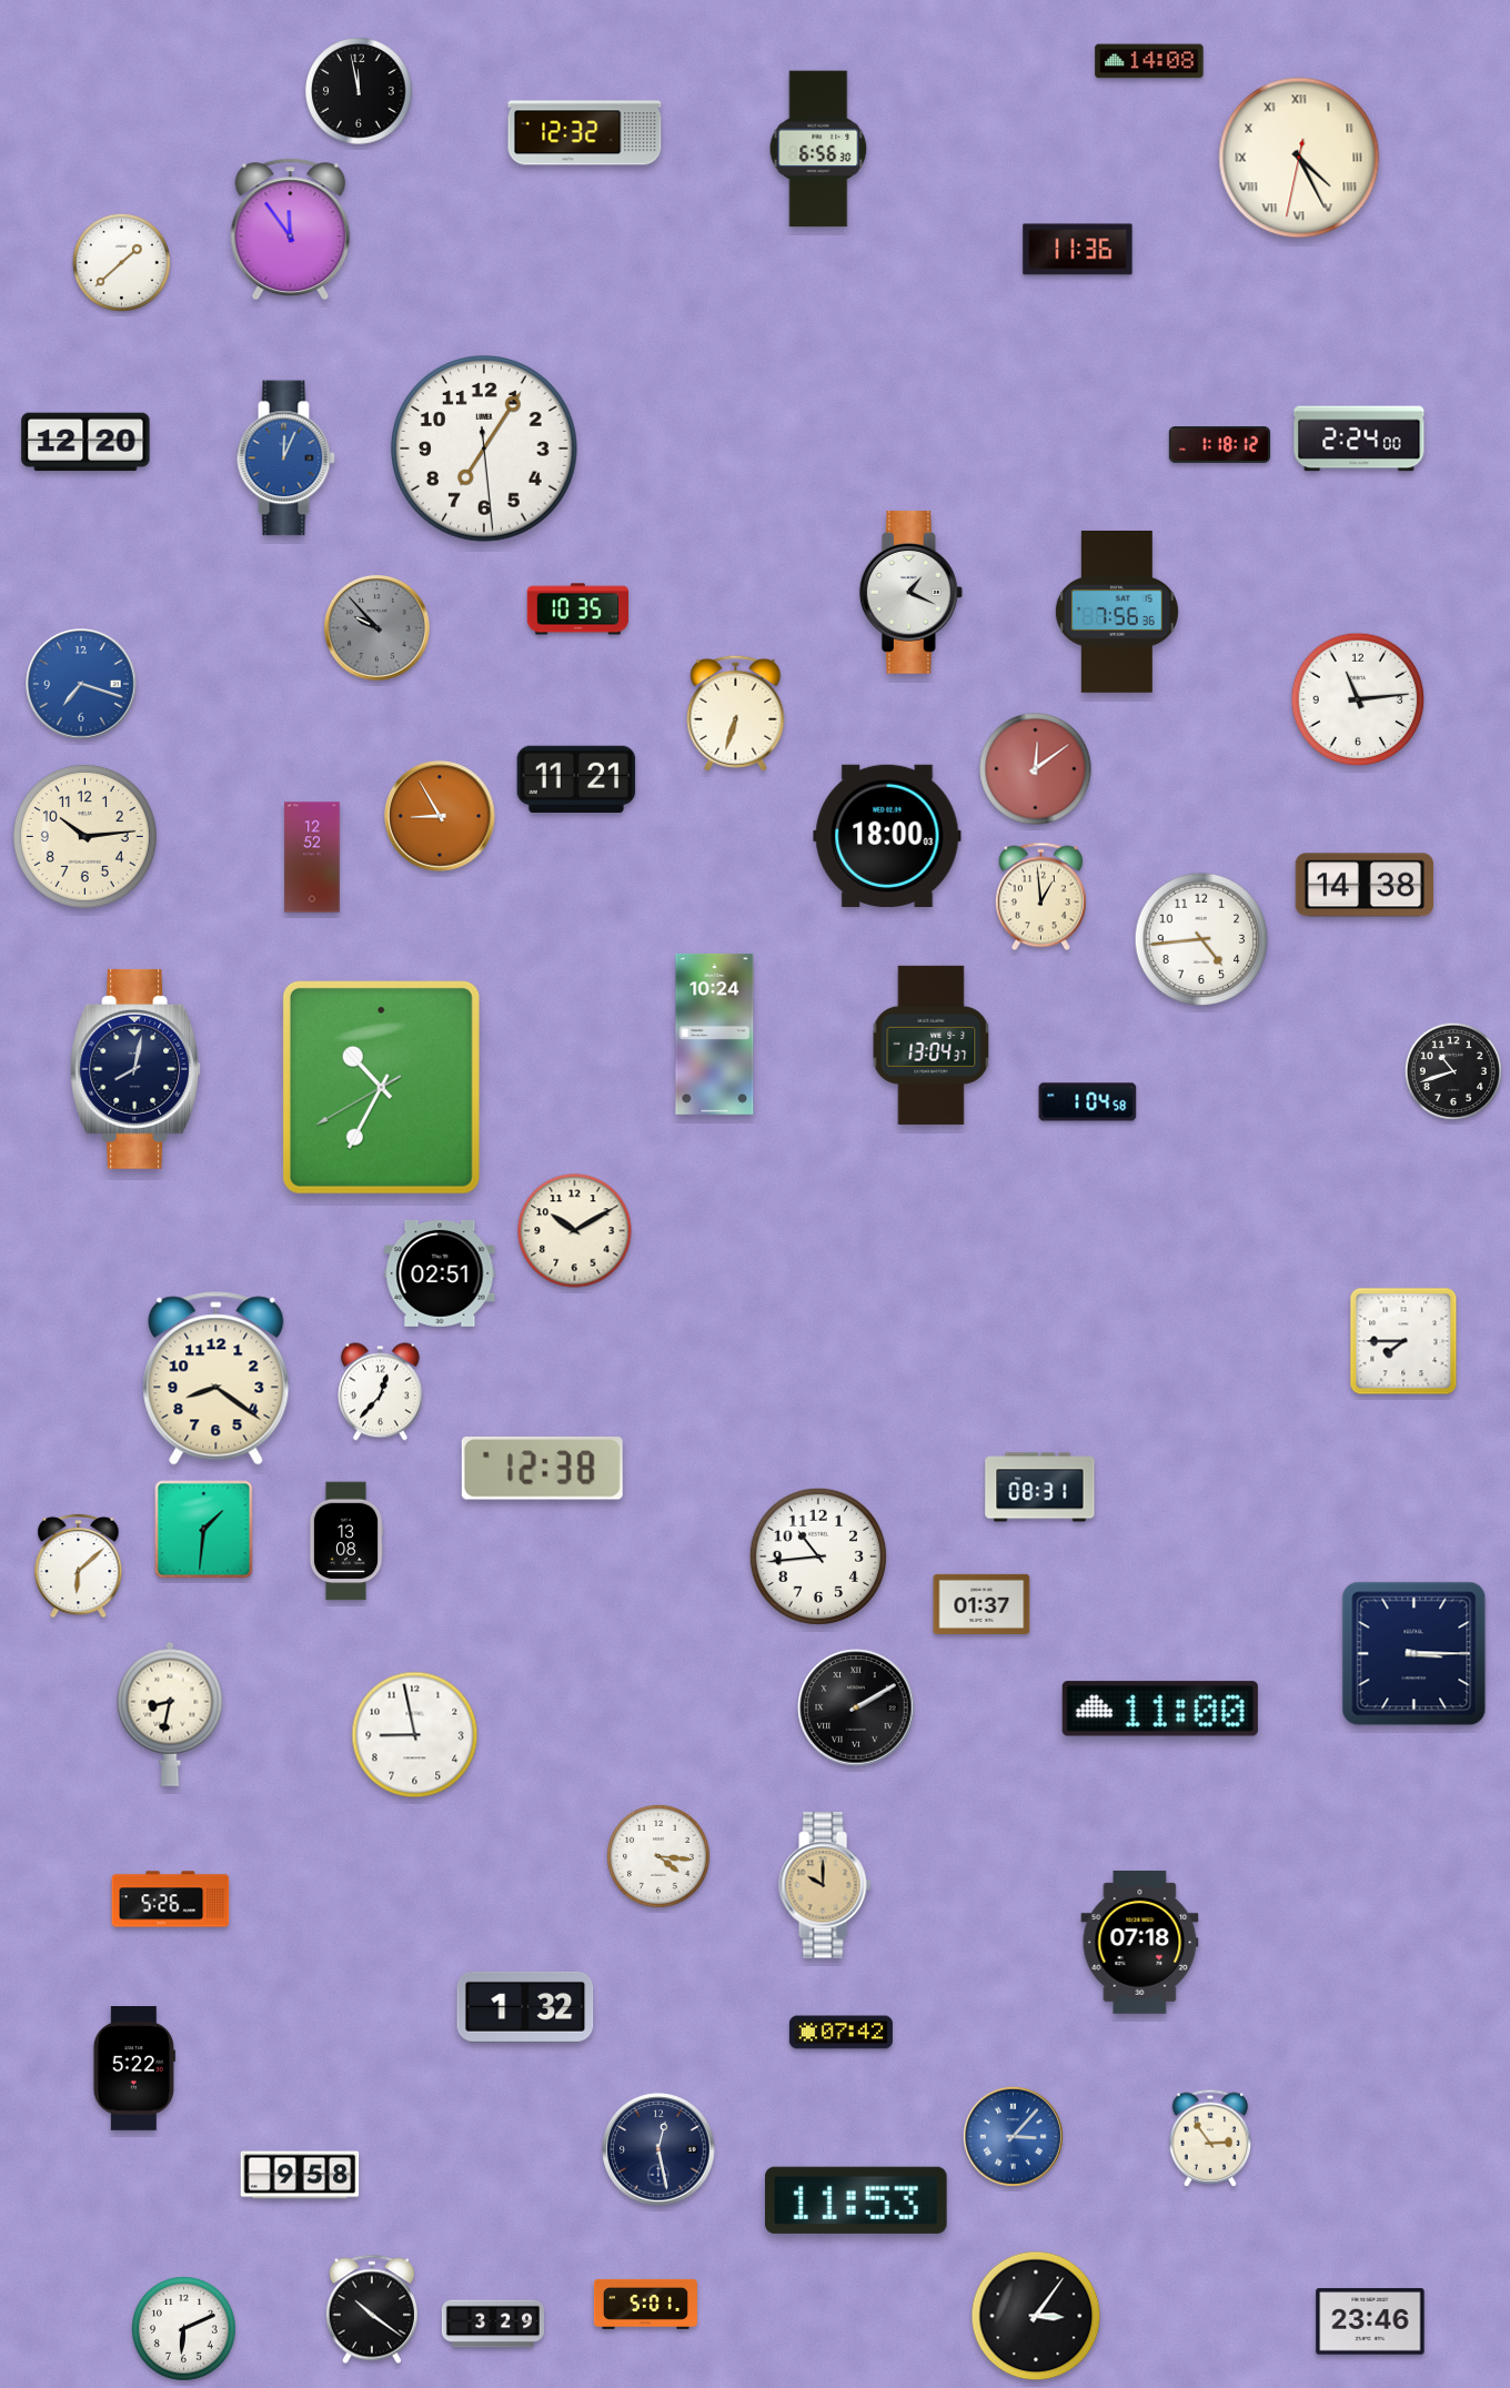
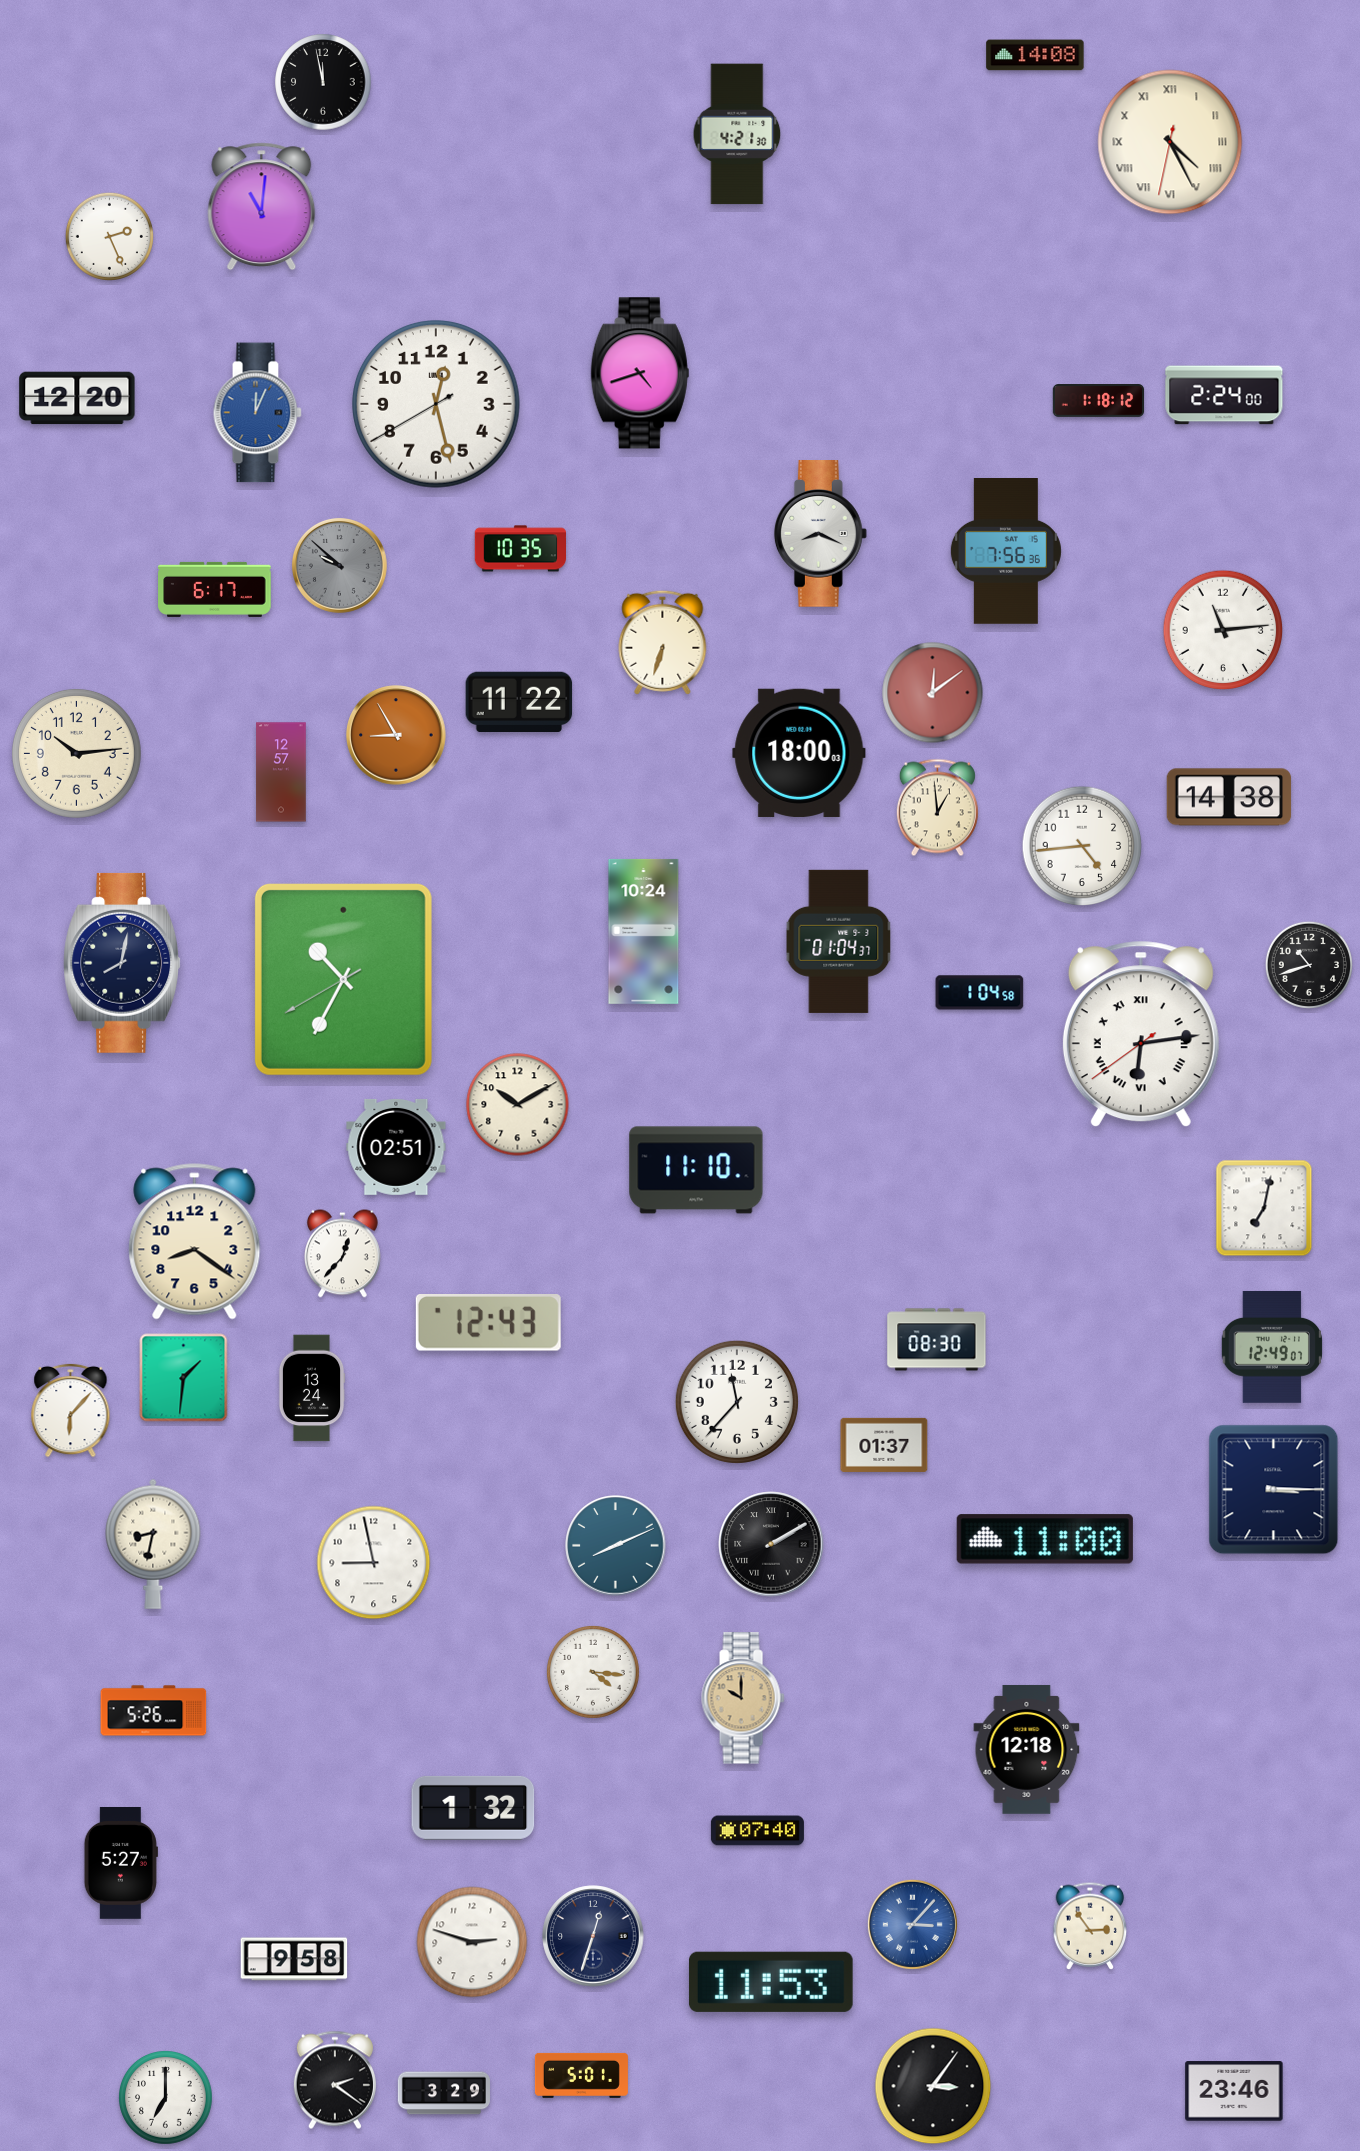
clock at (585, 133): 12:32 -> none
clock at (818, 149): 6:56 -> 4:21
clock at (291, 230): 11:54 -> 11:01
clock at (1078, 250): 11:36 -> none
clock at (121, 262): 1:38 -> 2:26
clock at (640, 373): none -> 4:42
clock at (485, 450): 7:05 -> 12:27
clock at (910, 593): 1:19 -> 8:19
clock at (376, 627): 9:53 -> 9:52
clock at (215, 589): none -> 6:17
clock at (81, 684): 7:18 -> none
clock at (576, 778): 11:21 -> 11:22
clock at (312, 857): 12:52 -> 12:57
clock at (932, 1045): 13:04 -> 01:04
clock at (1141, 1034): none -> 6:13
clock at (575, 1231) position: (575, 1231) -> (518, 1105)
clock at (696, 1170): none -> 11:10
clock at (1403, 1341): 7:45 -> 7:02
clock at (542, 1469): 12:38 -> 12:43
clock at (1040, 1488): 08:31 -> 08:30
clock at (1272, 1347): none -> 12:49
clock at (346, 1541): 13:08 -> 13:24
clock at (818, 1556): 10:44 -> 11:37
clock at (79, 1565): 6:08 -> 6:07
clock at (856, 1707) position: (856, 1707) -> (771, 1544)
clock at (616, 1546): none -> 8:11
clock at (1140, 1942): 07:18 -> 12:18
clock at (840, 2033): 07:42 -> 07:40
clock at (134, 2069): 5:22 -> 5:27
clock at (658, 2149): 12:28 -> 12:33
clock at (472, 1942): none -> 2:48
clock at (300, 2175) position: (300, 2175) -> (294, 1959)
clock at (372, 2309): 10:21 -> 2:21
clock at (184, 2329): 6:11 -> 7:00
